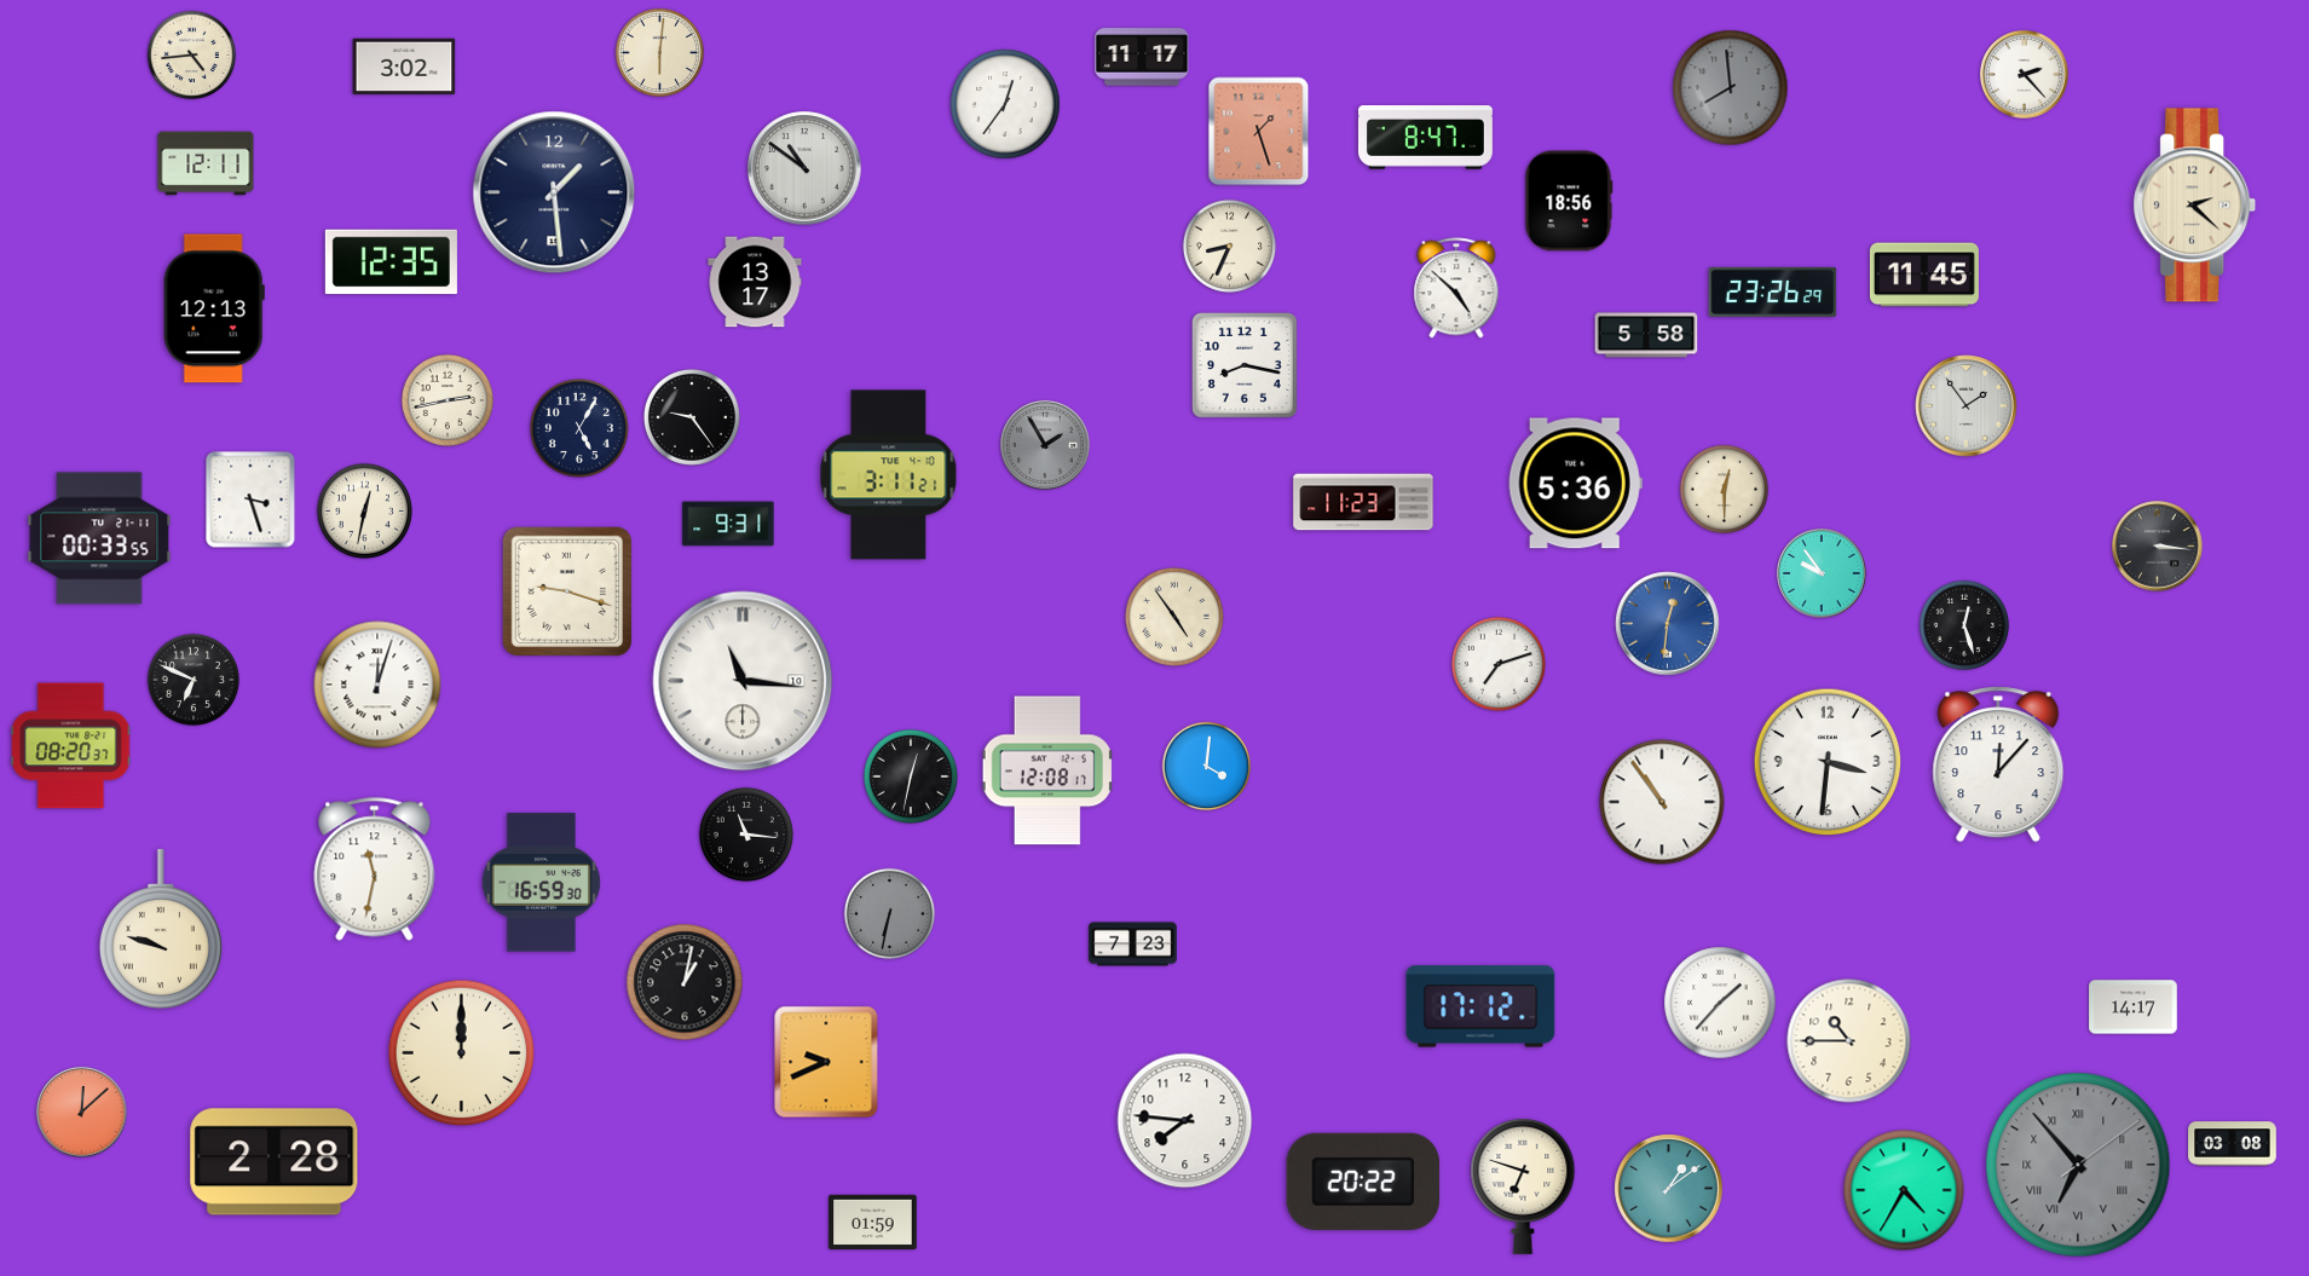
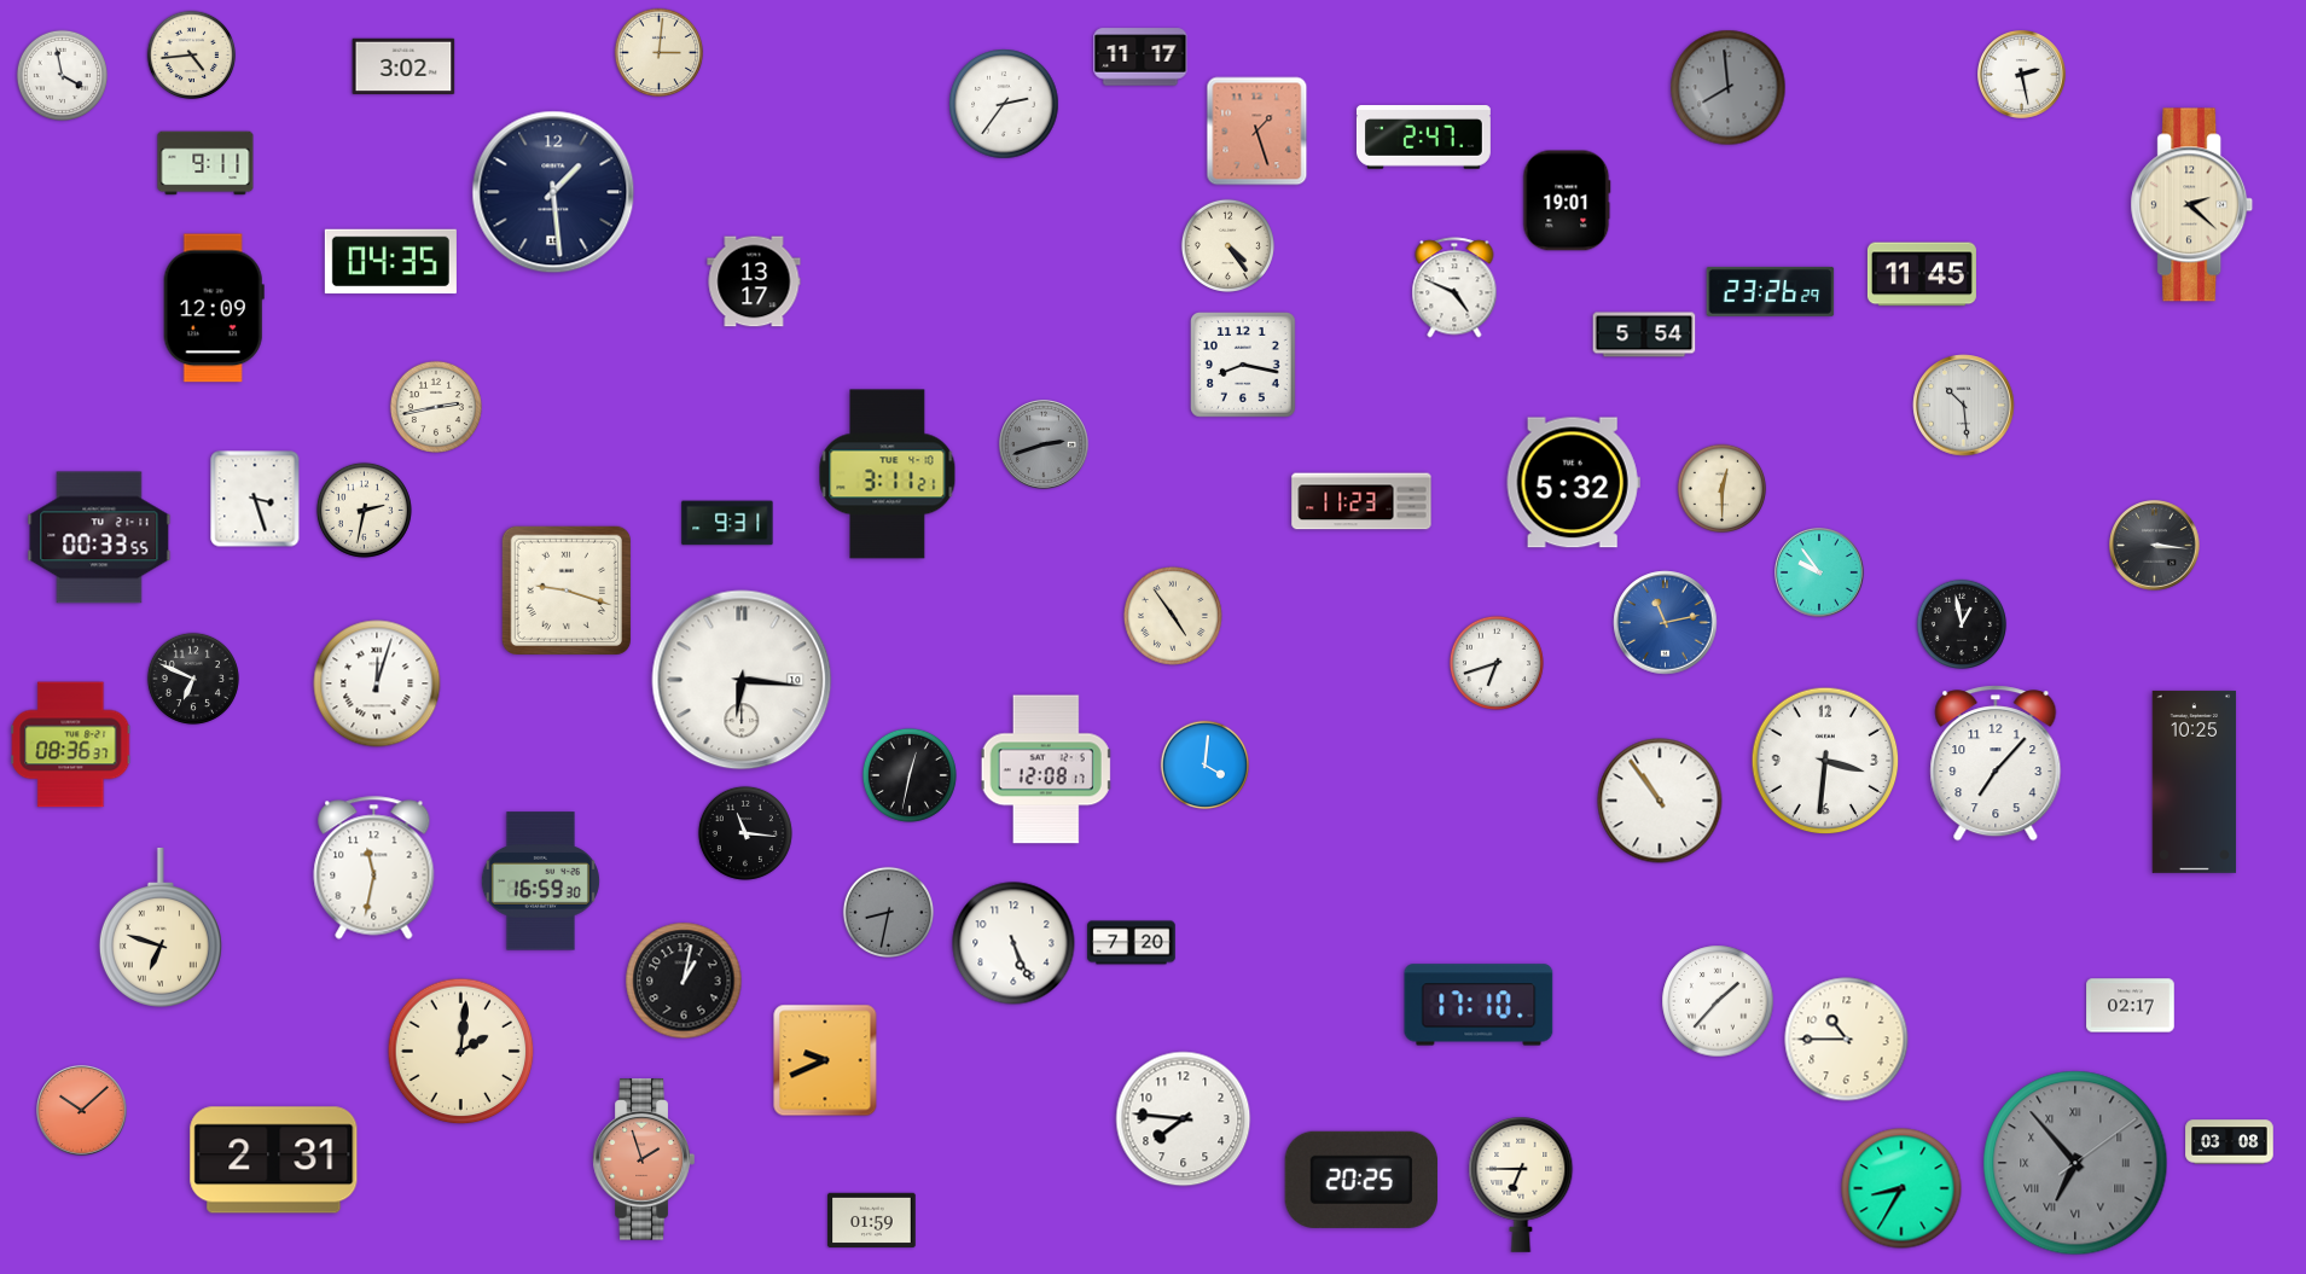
clock at (660, 53): 6:01 -> 3:01
clock at (62, 75): none -> 3:58
clock at (2025, 75): 2:23 -> 2:28
clock at (1005, 104): 12:36 -> 2:36
clock at (1425, 138): 8:47 -> 2:47
clock at (206, 163): 12:11 -> 9:11
clock at (804, 168): 10:51 -> none
clock at (1569, 201): 18:56 -> 19:01
clock at (1229, 246): 8:34 -> 4:24
clock at (391, 262): 12:35 -> 04:35
clock at (1456, 288): 4:52 -> 4:49
clock at (214, 308): 12:13 -> 12:09
clock at (1646, 335): 5:58 -> 5:54
clock at (448, 400) position: (448, 400) -> (436, 407)
clock at (1967, 406): 1:54 -> 10:29
clock at (692, 417): 9:24 -> none
clock at (579, 428): 5:05 -> none
clock at (1046, 446): 1:55 -> 2:42
clock at (1575, 484): 5:36 -> 5:32
clock at (250, 500) position: (250, 500) -> (255, 499)
clock at (364, 510): 12:32 -> 2:32
clock at (1668, 624): 12:31 -> 11:13
clock at (1964, 625): 12:27 -> 12:58
clock at (1499, 664): 7:12 -> 6:42
clock at (743, 681): 11:16 -> 6:16
clock at (71, 746): 08:20 -> 08:36
clock at (1998, 764): 12:07 -> 7:07
clock at (2195, 781): none -> 10:25
clock at (889, 913): 6:32 -> 8:32
clock at (161, 929): 9:48 -> 6:48
clock at (1013, 943): none -> 5:26
clock at (1133, 945): 7:23 -> 7:20
clock at (1480, 1006): 17:12 -> 17:10
clock at (2134, 1007): 14:17 -> 02:17
clock at (462, 1053): 12:00 -> 2:01
clock at (82, 1113): 12:08 -> 10:08
clock at (644, 1159): none -> 1:57
clock at (275, 1162): 2:28 -> 2:31
clock at (1363, 1182): 20:22 -> 20:25
clock at (1523, 1186): 6:48 -> 6:45
clock at (1669, 1189): 1:09 -> none
clock at (1904, 1190): 4:35 -> 8:35
